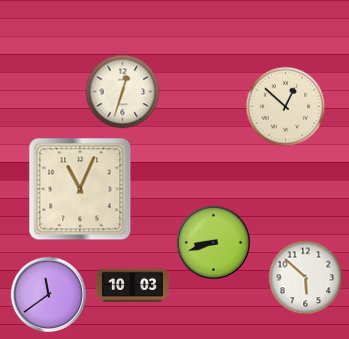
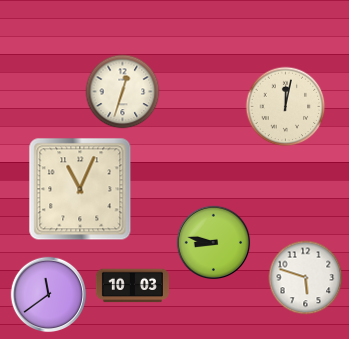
clock at (286, 107): 12:52 -> 12:02
clock at (214, 243): 8:42 -> 8:47
clock at (306, 278): 5:52 -> 5:48
